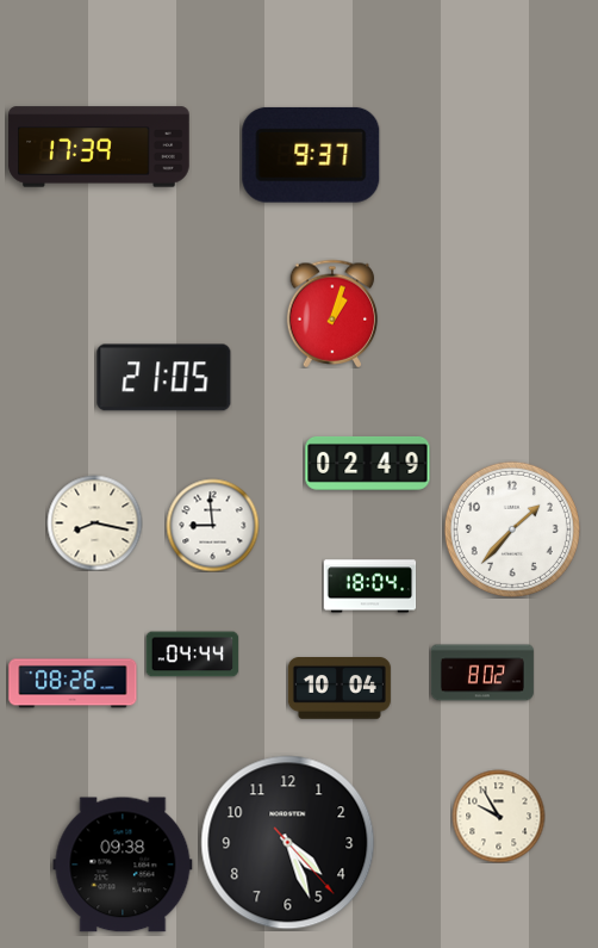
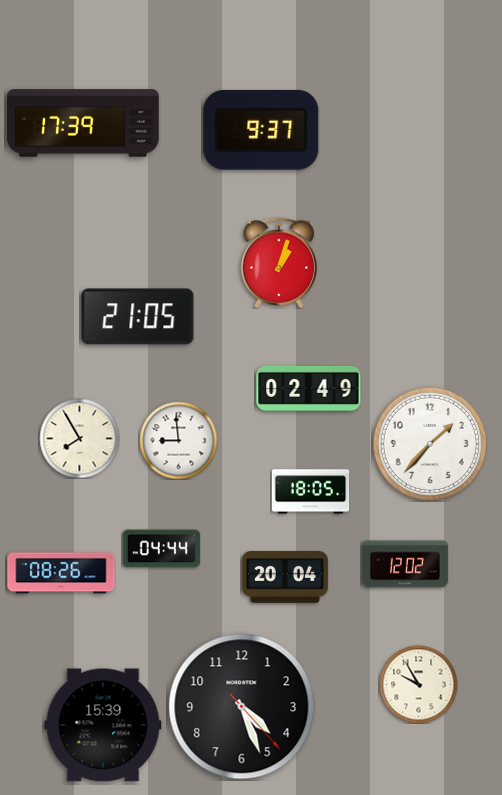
clock at (94, 522): 8:17 -> 7:55
clock at (369, 587): 18:04 -> 18:05
clock at (482, 673): 8:02 -> 12:02
clock at (340, 689): 10:04 -> 20:04
clock at (123, 865): 09:38 -> 15:39
